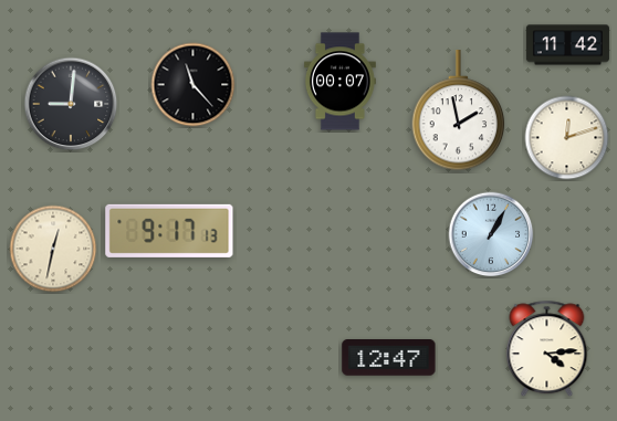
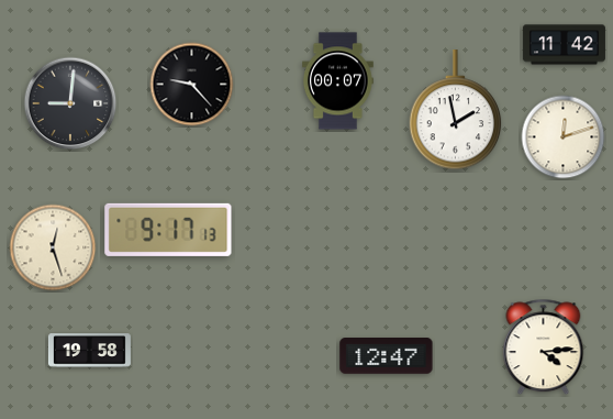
clock at (194, 85): 11:23 -> 9:23
clock at (491, 234): 1:05 -> none
clock at (53, 249): 12:32 -> 12:27
clock at (89, 351): none -> 19:58
